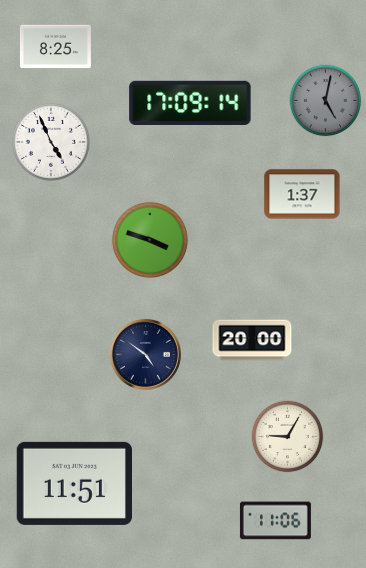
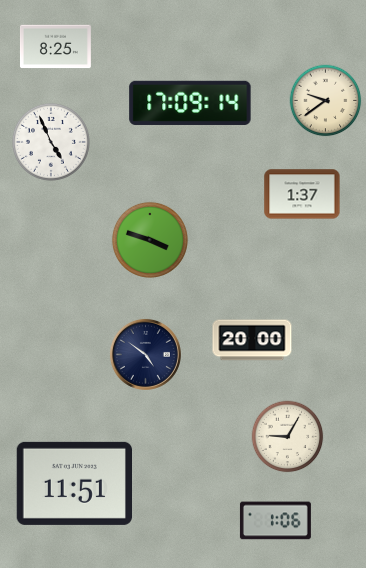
clock at (326, 101): 5:02 -> 9:39
clock at (326, 101) dial: grey -> cream
clock at (275, 521): 11:06 -> 1:06
